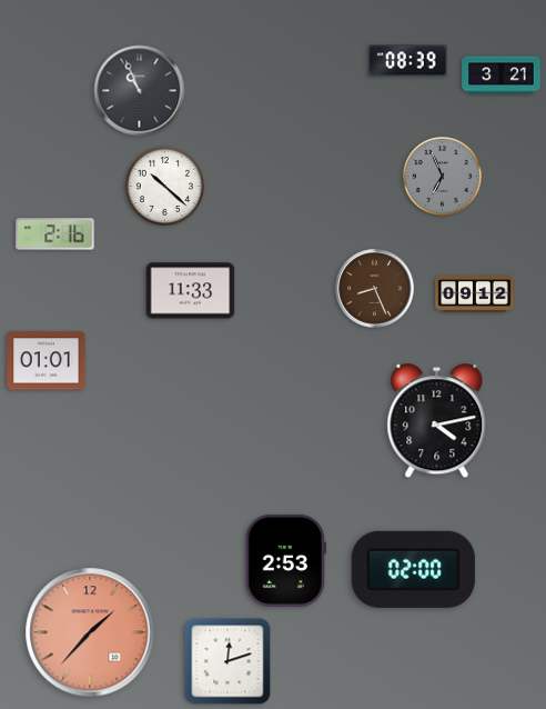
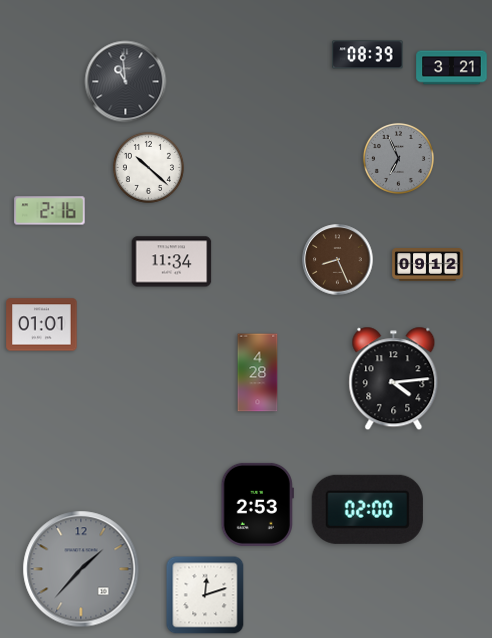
clock at (140, 91): 10:56 -> 10:59
clock at (191, 291): 11:33 -> 11:34
clock at (258, 373): none -> 4:28
clock at (437, 421): 4:13 -> 4:14
clock at (413, 569) position: (413, 569) -> (367, 509)
clock at (90, 632) dial: salmon -> grey
